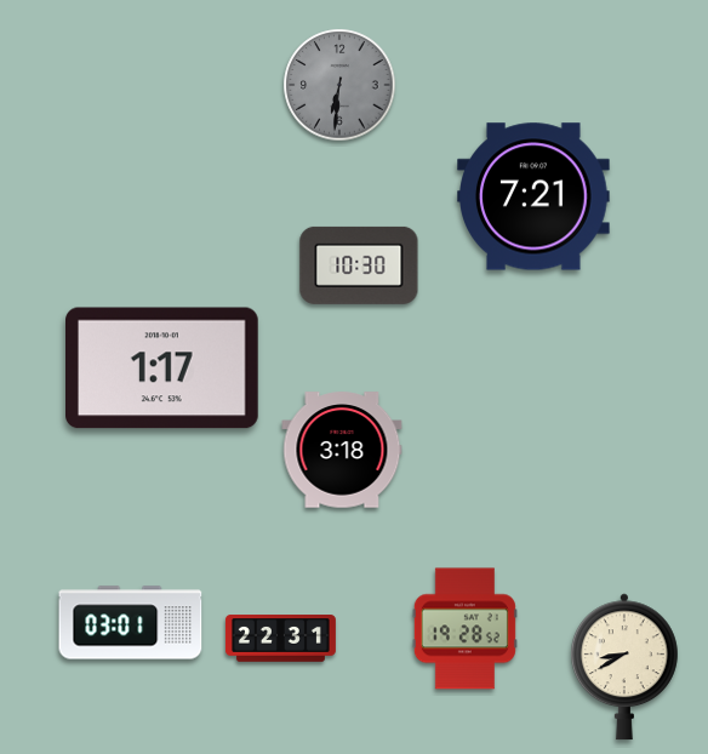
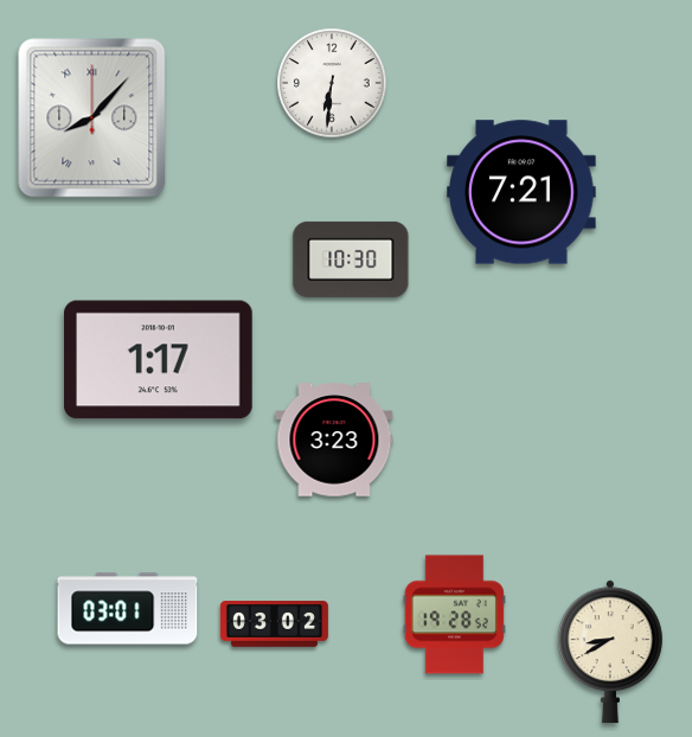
clock at (339, 85) dial: grey -> white
clock at (92, 118): none -> 8:07
clock at (342, 450): 3:18 -> 3:23
clock at (280, 639): 22:31 -> 03:02
